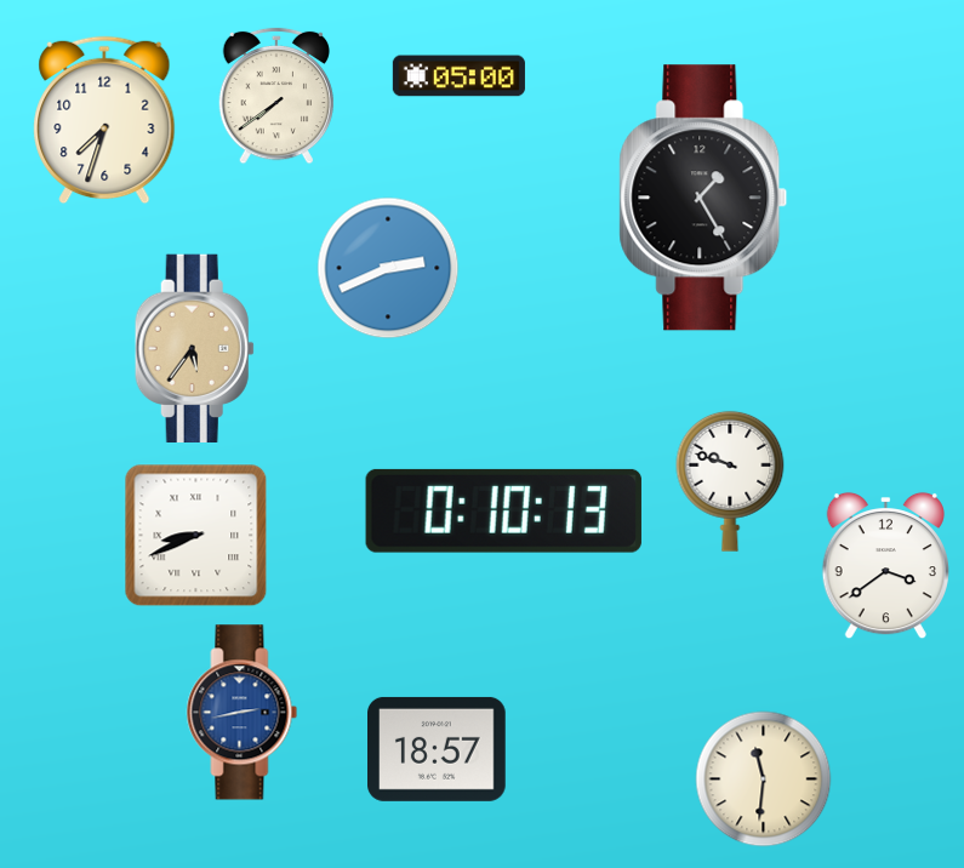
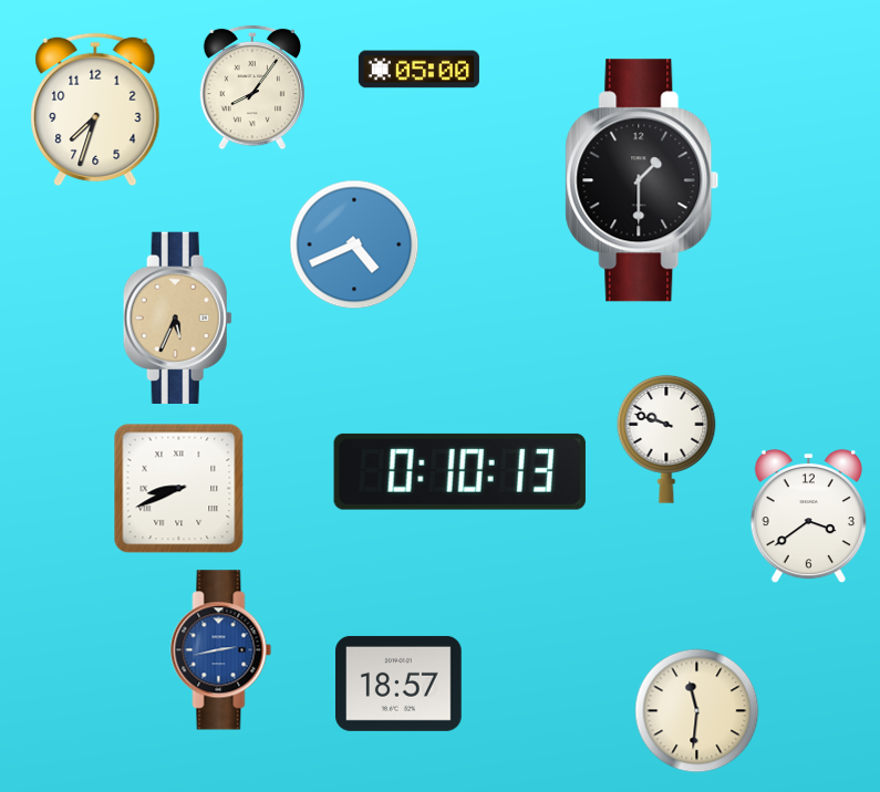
clock at (276, 96): 7:39 -> 8:06
clock at (703, 198): 1:25 -> 1:30
clock at (388, 268): 2:41 -> 4:41
clock at (194, 348): 5:36 -> 5:34
clock at (503, 510) position: (503, 510) -> (459, 471)
